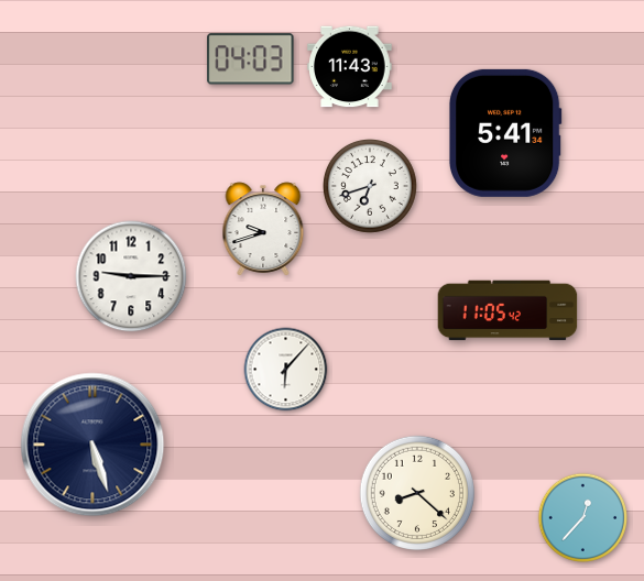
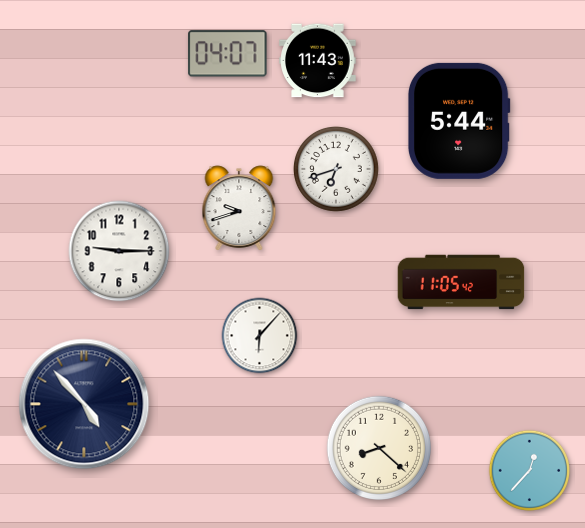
clock at (251, 59): 04:03 -> 04:07
clock at (505, 133): 5:41 -> 5:44
clock at (92, 445): 5:27 -> 4:53
